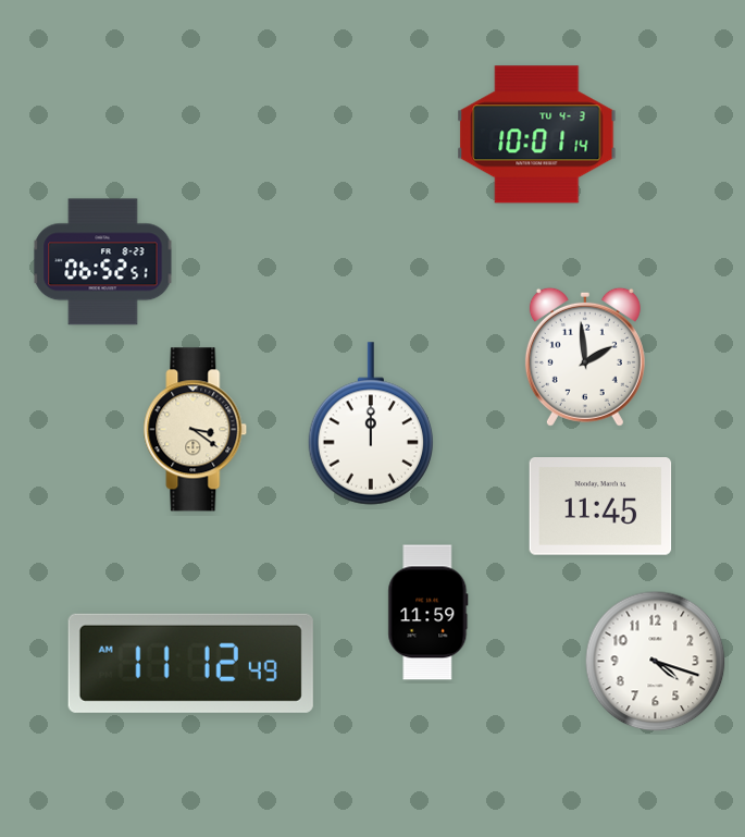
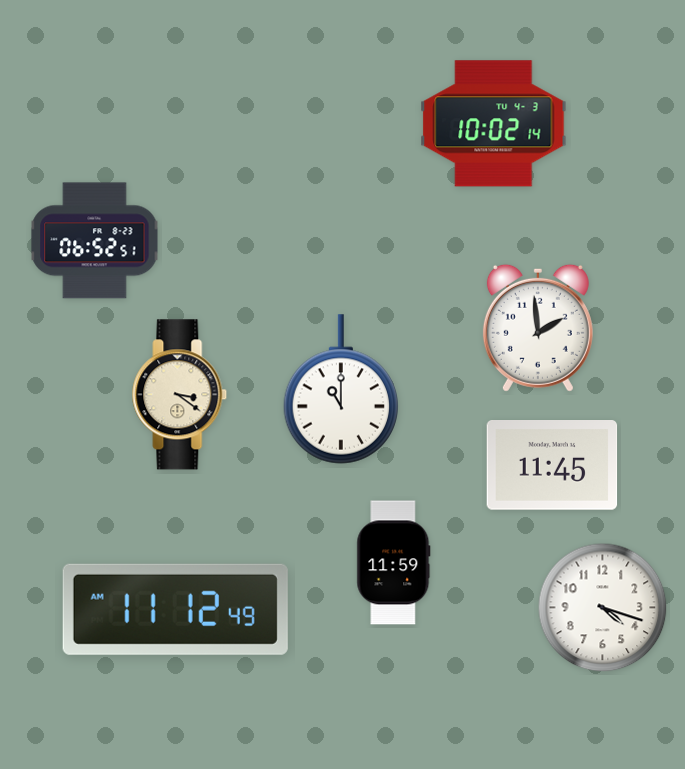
clock at (537, 135): 10:01 -> 10:02
clock at (371, 423): 12:00 -> 11:00
